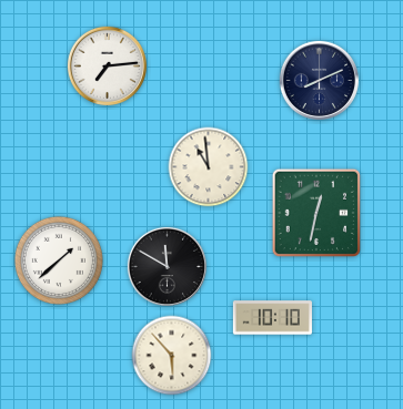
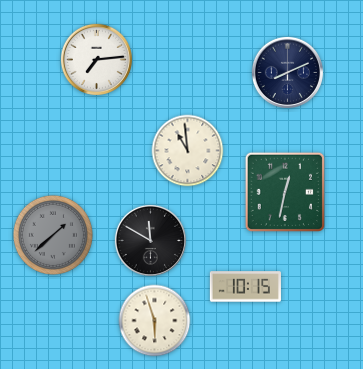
clock at (59, 260) dial: white -> grey
clock at (272, 318): 10:10 -> 10:15
clock at (172, 356): 5:53 -> 5:57
